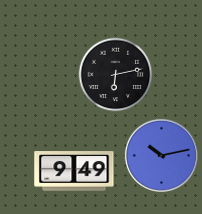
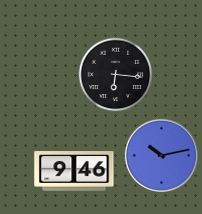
clock at (116, 75): 6:13 -> 6:16
clock at (74, 171): 9:49 -> 9:46
